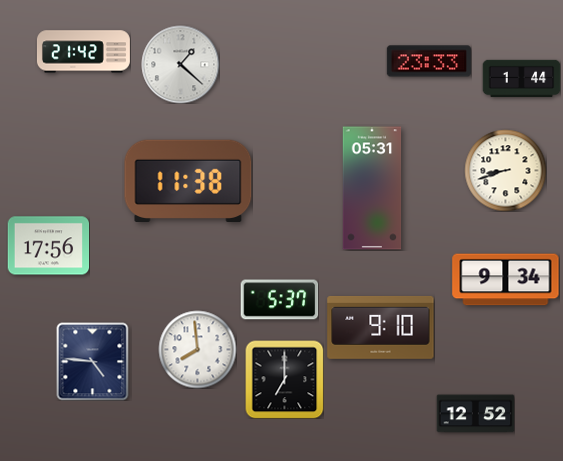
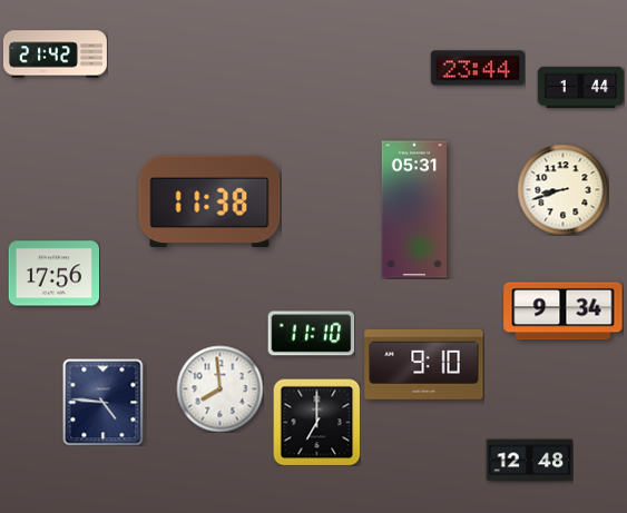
clock at (83, 52) position: (83, 52) -> (55, 55)
clock at (428, 61): 23:33 -> 23:44
clock at (180, 64): 1:22 -> none
clock at (279, 300): 5:37 -> 11:10
clock at (475, 414): 12:52 -> 12:48
